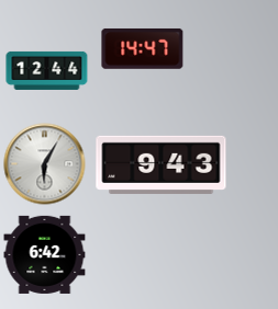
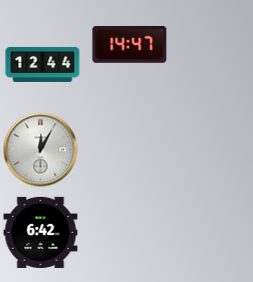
clock at (45, 164): 6:05 -> 12:05
clock at (162, 164): 9:43 -> none
